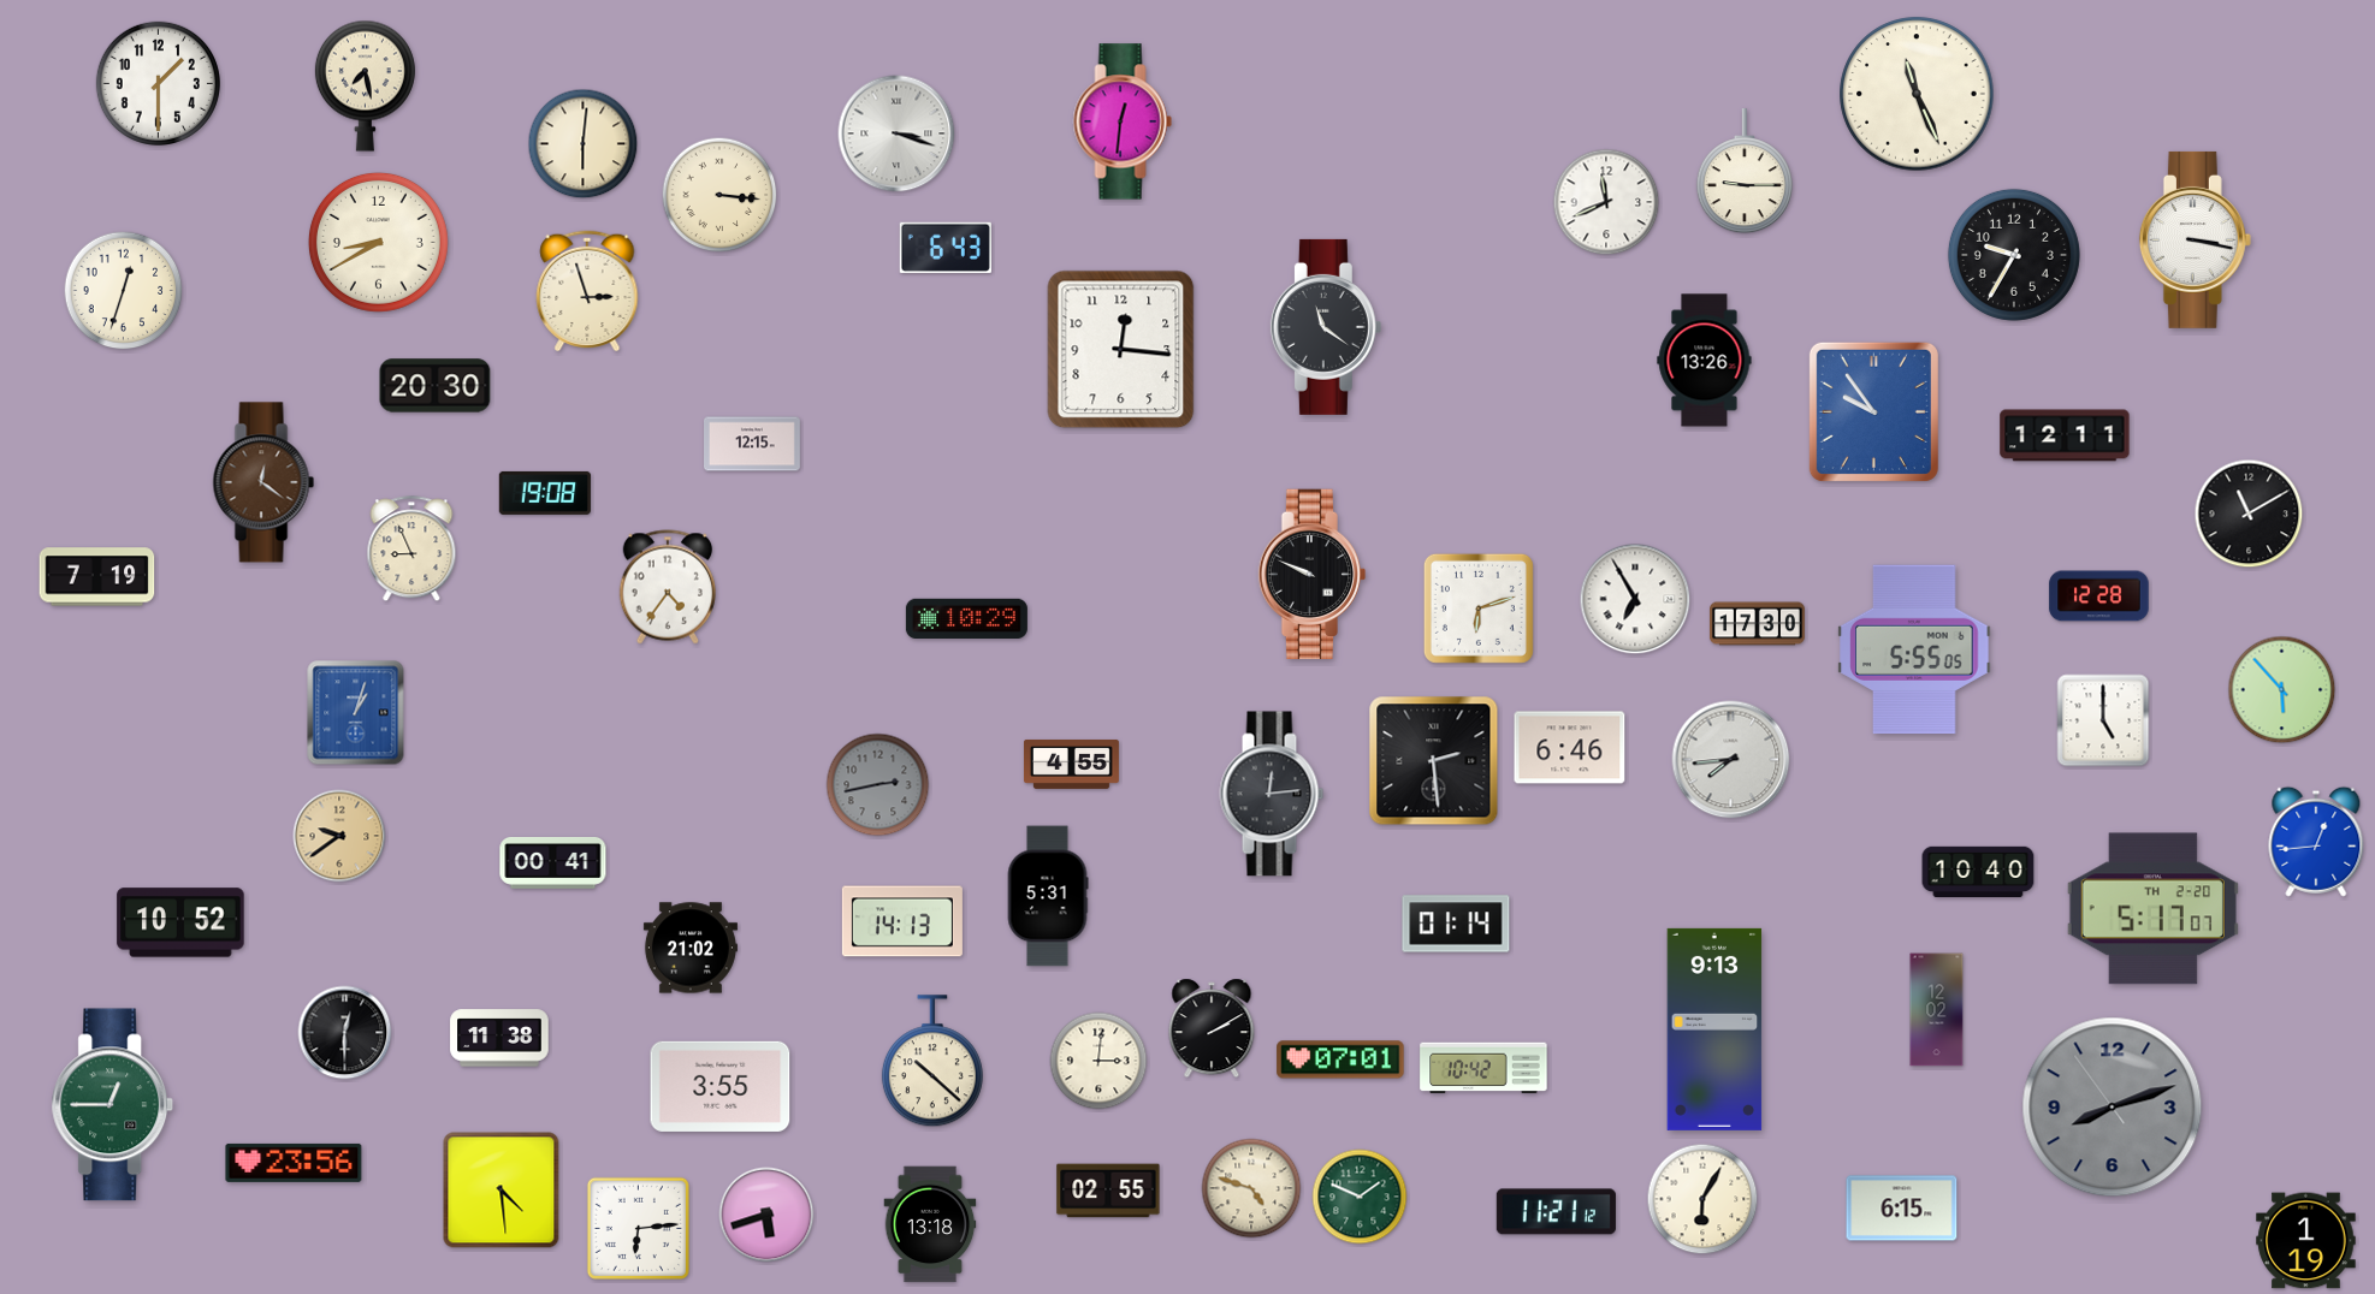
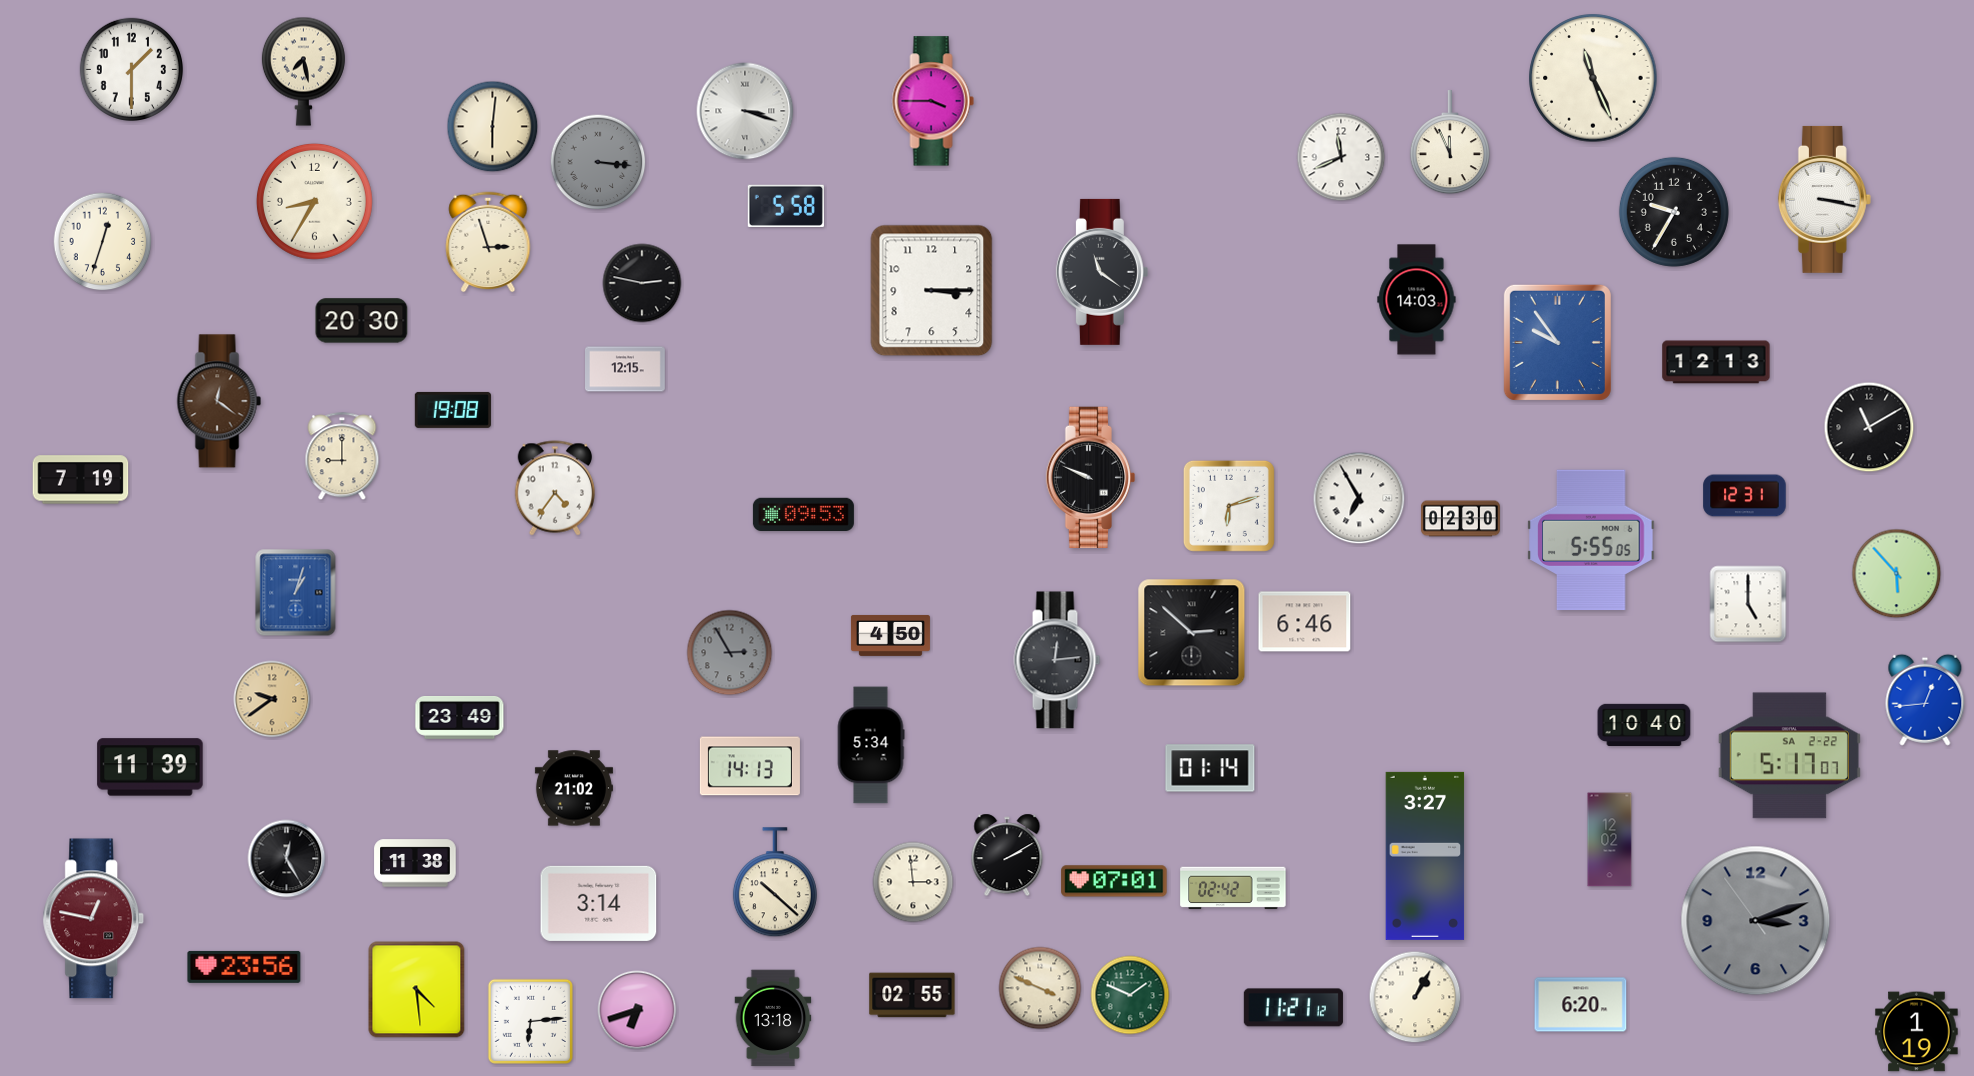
clock at (1123, 121): 12:31 -> 3:45
clock at (584, 144) position: (584, 144) -> (493, 127)
clock at (1745, 172): 9:15 -> 11:56
clock at (719, 195) dial: cream -> grey
clock at (1606, 202) position: (1606, 202) -> (1341, 157)
clock at (378, 242): 8:40 -> 8:35
clock at (946, 248): 6:43 -> 5:58
clock at (642, 283): none -> 2:47
clock at (1121, 350): 12:16 -> 3:15
clock at (1705, 361): 13:26 -> 14:03
clock at (2065, 435): 12:11 -> 12:13
clock at (411, 550): 8:56 -> 9:00
clock at (2099, 596): 12:28 -> 12:31
clock at (966, 618): 10:29 -> 09:53
clock at (1757, 624): 17:30 -> 02:30
clock at (2103, 720) position: (2103, 720) -> (1748, 604)
clock at (1731, 760): 7:44 -> none
clock at (1434, 761): 2:29 -> 2:52
clock at (1071, 764): 4:55 -> 4:50
clock at (878, 785): 2:43 -> 2:55
clock at (339, 836) position: (339, 836) -> (272, 699)
clock at (553, 862): 00:41 -> 23:49
clock at (1048, 896): 5:31 -> 5:34
clock at (2152, 909) date: TH 2-20 -> SA 2-22
clock at (180, 922): 10:52 -> 11:39
clock at (1714, 1029): 9:13 -> 3:27
clock at (345, 1033): 12:30 -> 12:25
clock at (1098, 1061): 3:01 -> 2:59
clock at (1483, 1068): 10:42 -> 02:42
clock at (721, 1086): 3:55 -> 3:14
clock at (113, 1105): 12:45 -> 12:47
clock at (113, 1105) dial: green -> burgundy
clock at (2113, 1108): 8:11 -> 3:11
clock at (1251, 1188): 4:48 -> 3:49
clock at (1108, 1191) position: (1108, 1191) -> (912, 995)
clock at (1702, 1199): 6:05 -> 1:05
clock at (1902, 1209): 6:15 -> 6:20
clock at (766, 1215): 5:42 -> 6:42
